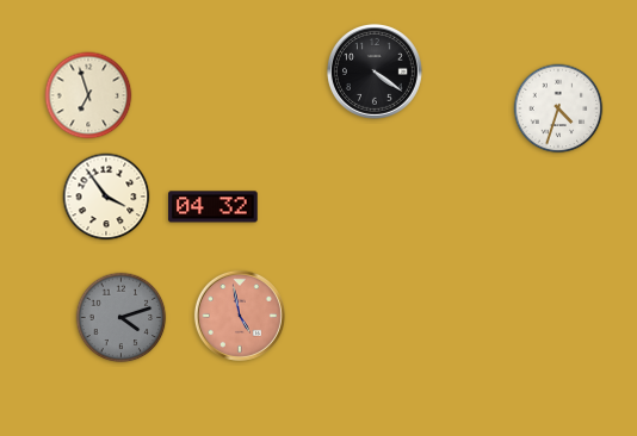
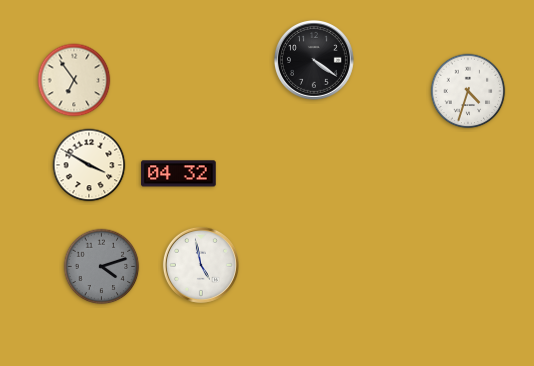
clock at (88, 95): 6:57 -> 6:54
clock at (106, 197): 3:54 -> 3:50
clock at (240, 316) dial: salmon -> white
